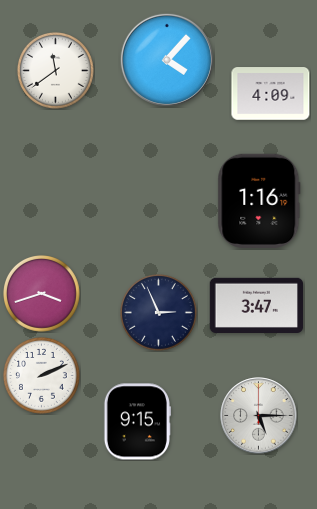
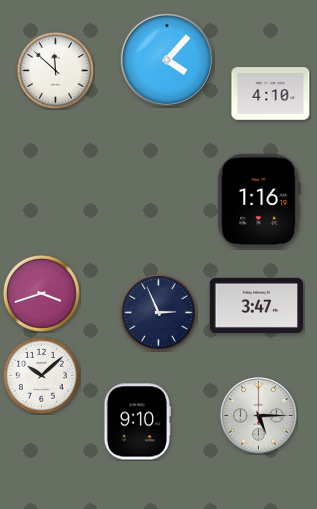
clock at (56, 71): 11:39 -> 11:52
clock at (271, 94): 4:09 -> 4:10
clock at (42, 376): 2:11 -> 10:08
clock at (137, 422): 9:15 -> 9:10
